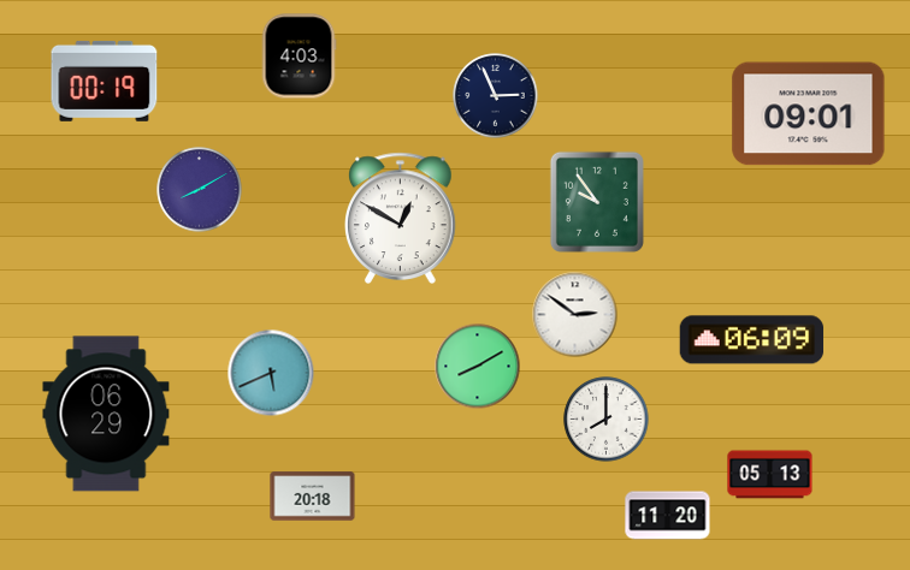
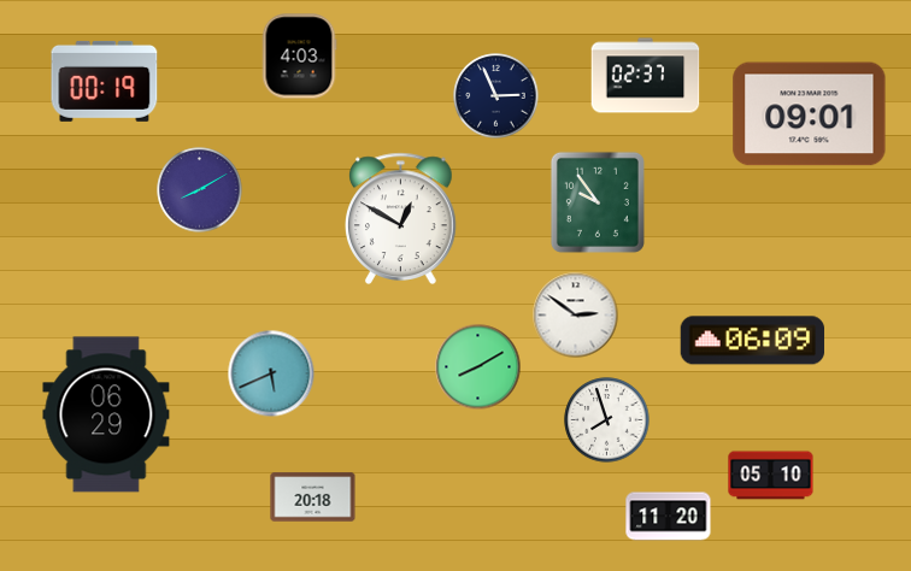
clock at (646, 76): none -> 02:37
clock at (607, 420): 8:00 -> 7:57
clock at (770, 475): 05:13 -> 05:10
